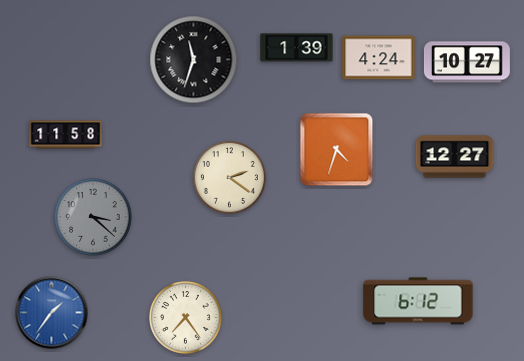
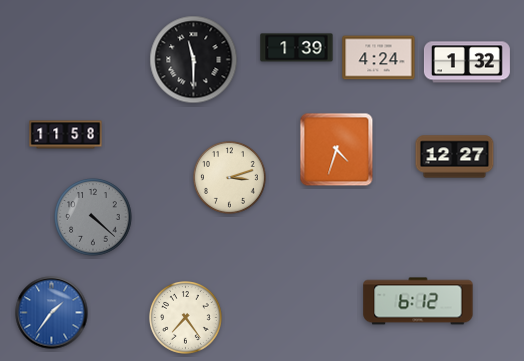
clock at (194, 60): 11:33 -> 11:30
clock at (467, 62): 10:27 -> 1:32
clock at (230, 178): 2:21 -> 3:12
clock at (93, 217): 3:22 -> 4:22
